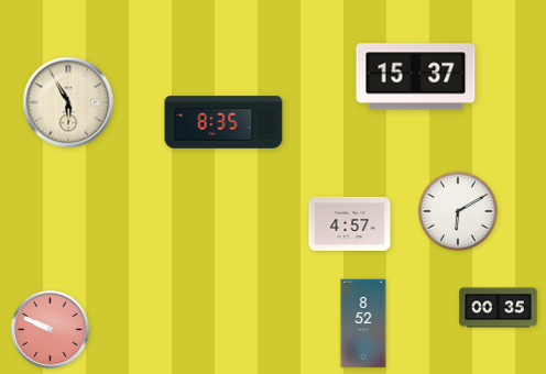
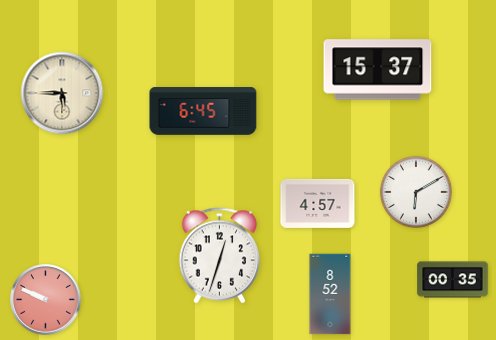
clock at (68, 102): 5:55 -> 5:45
clock at (223, 122): 8:35 -> 6:45
clock at (220, 256): none -> 12:33
